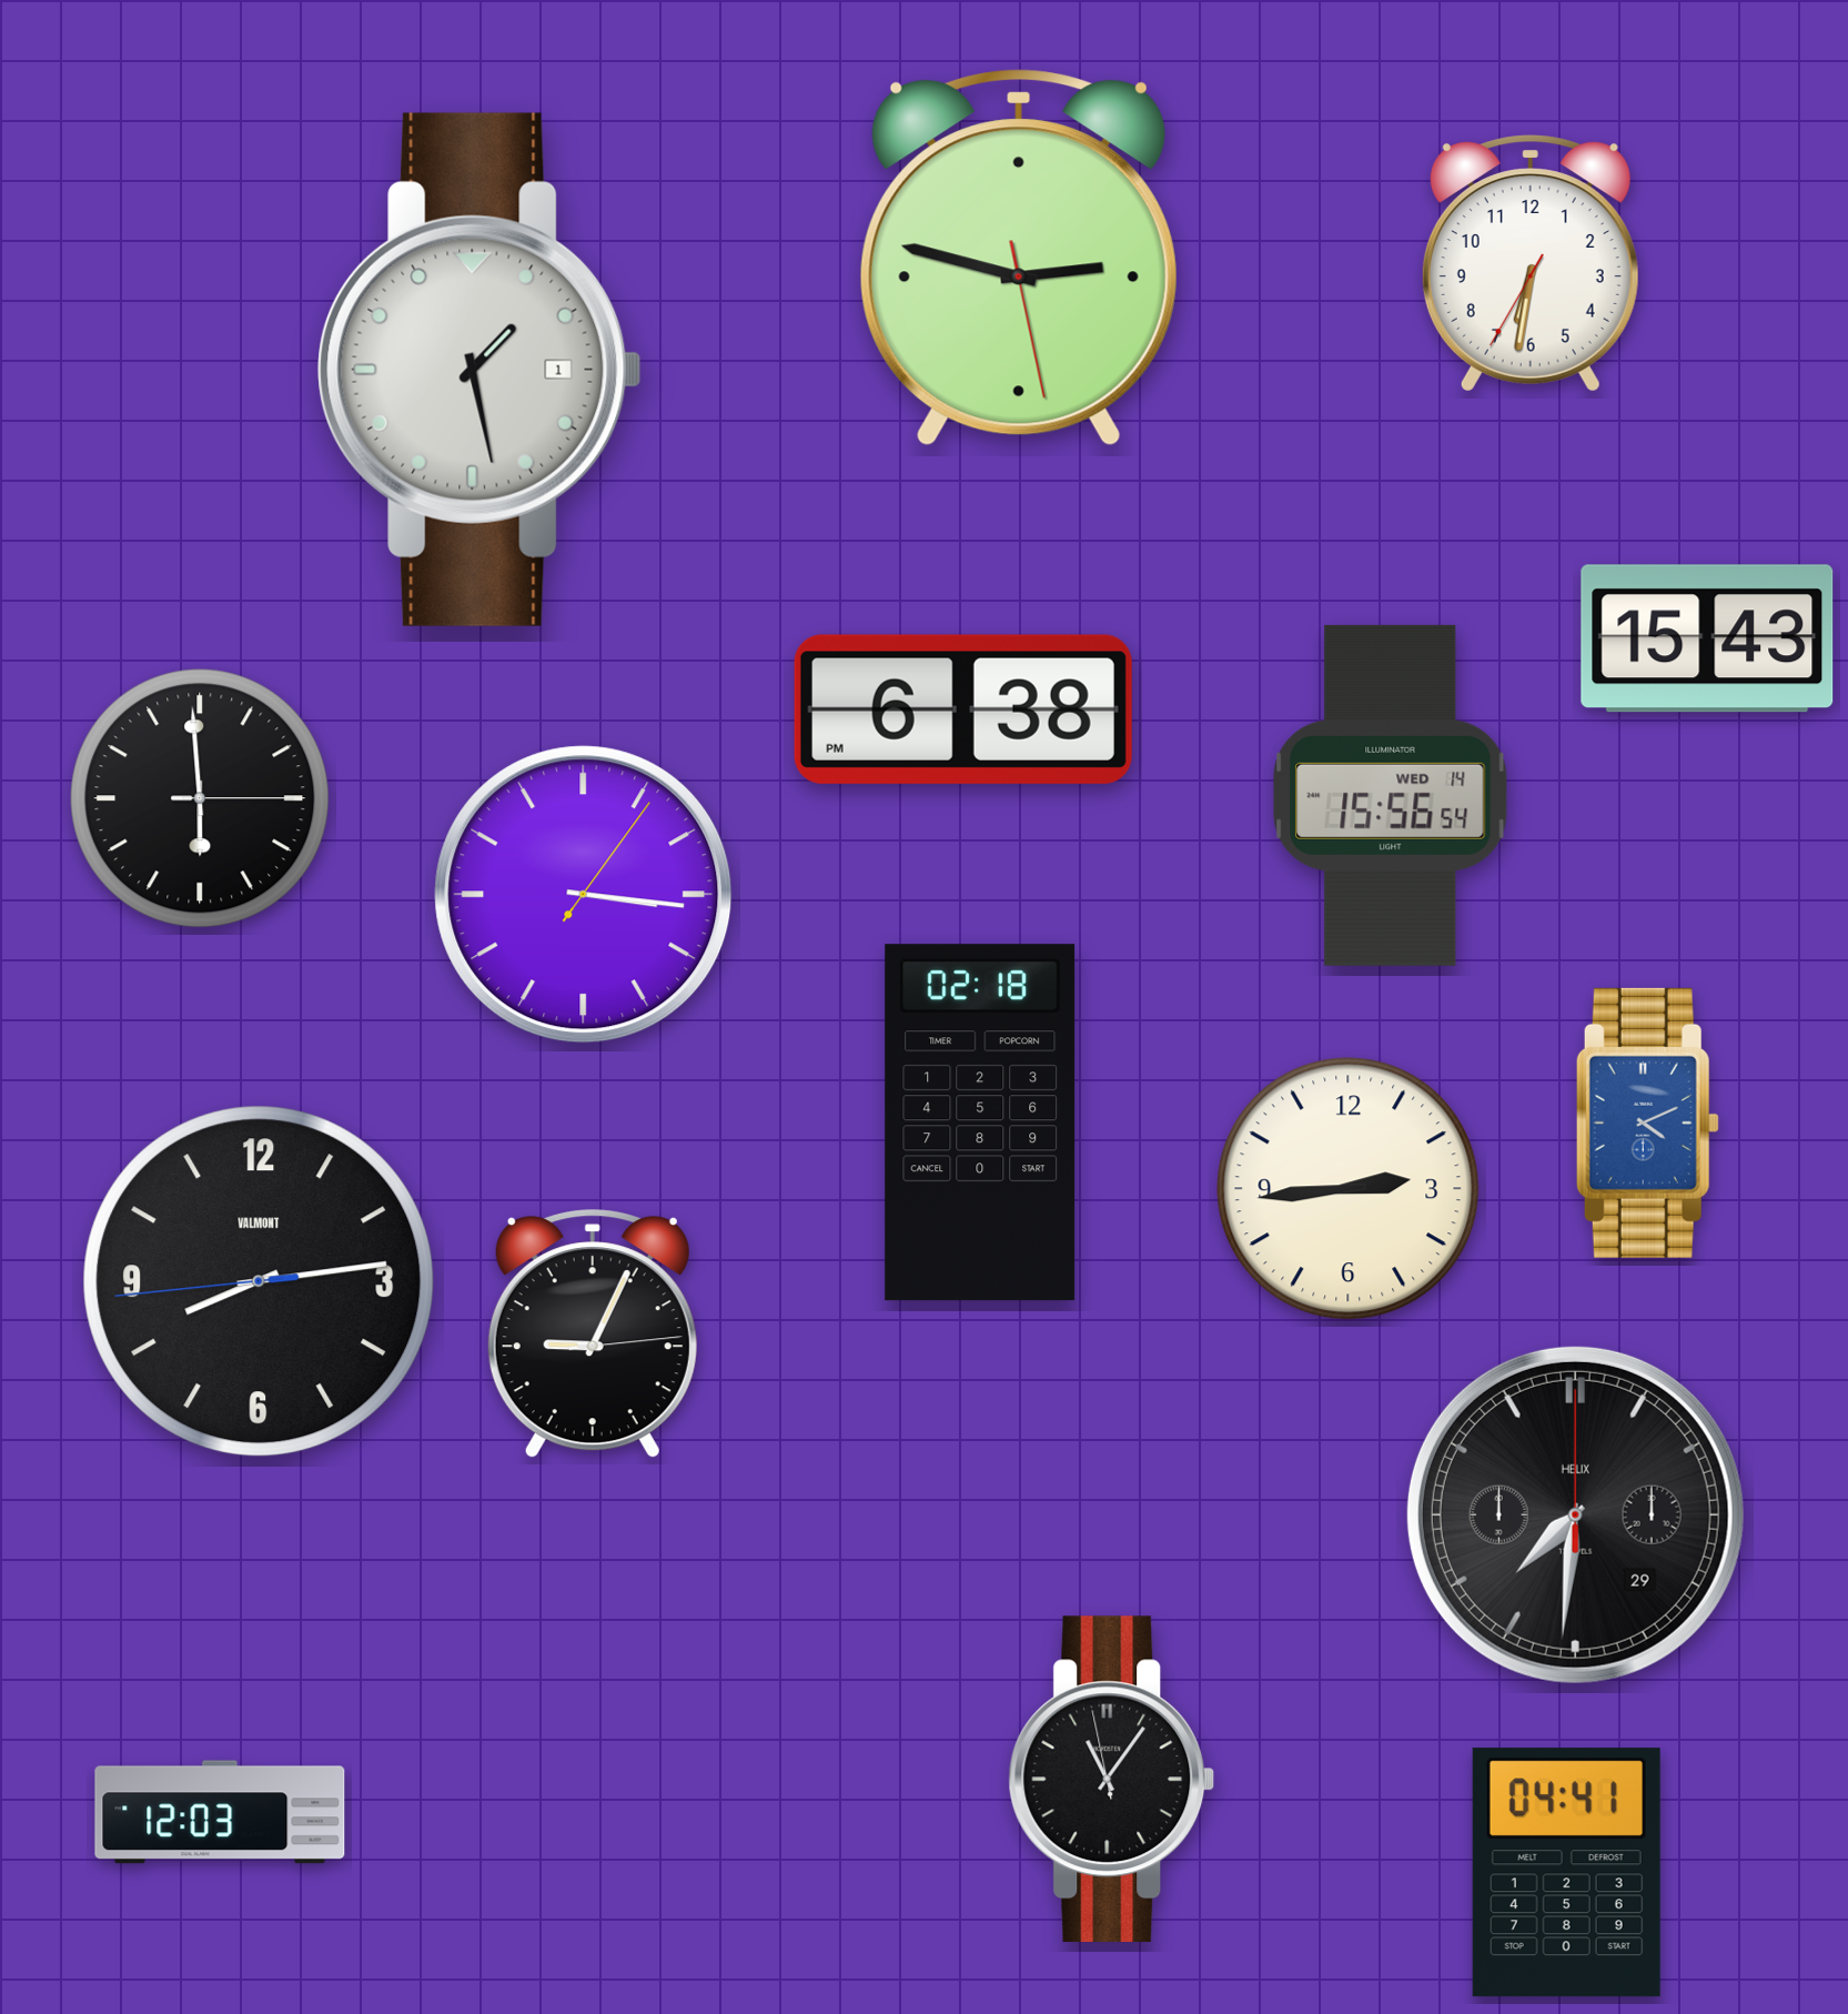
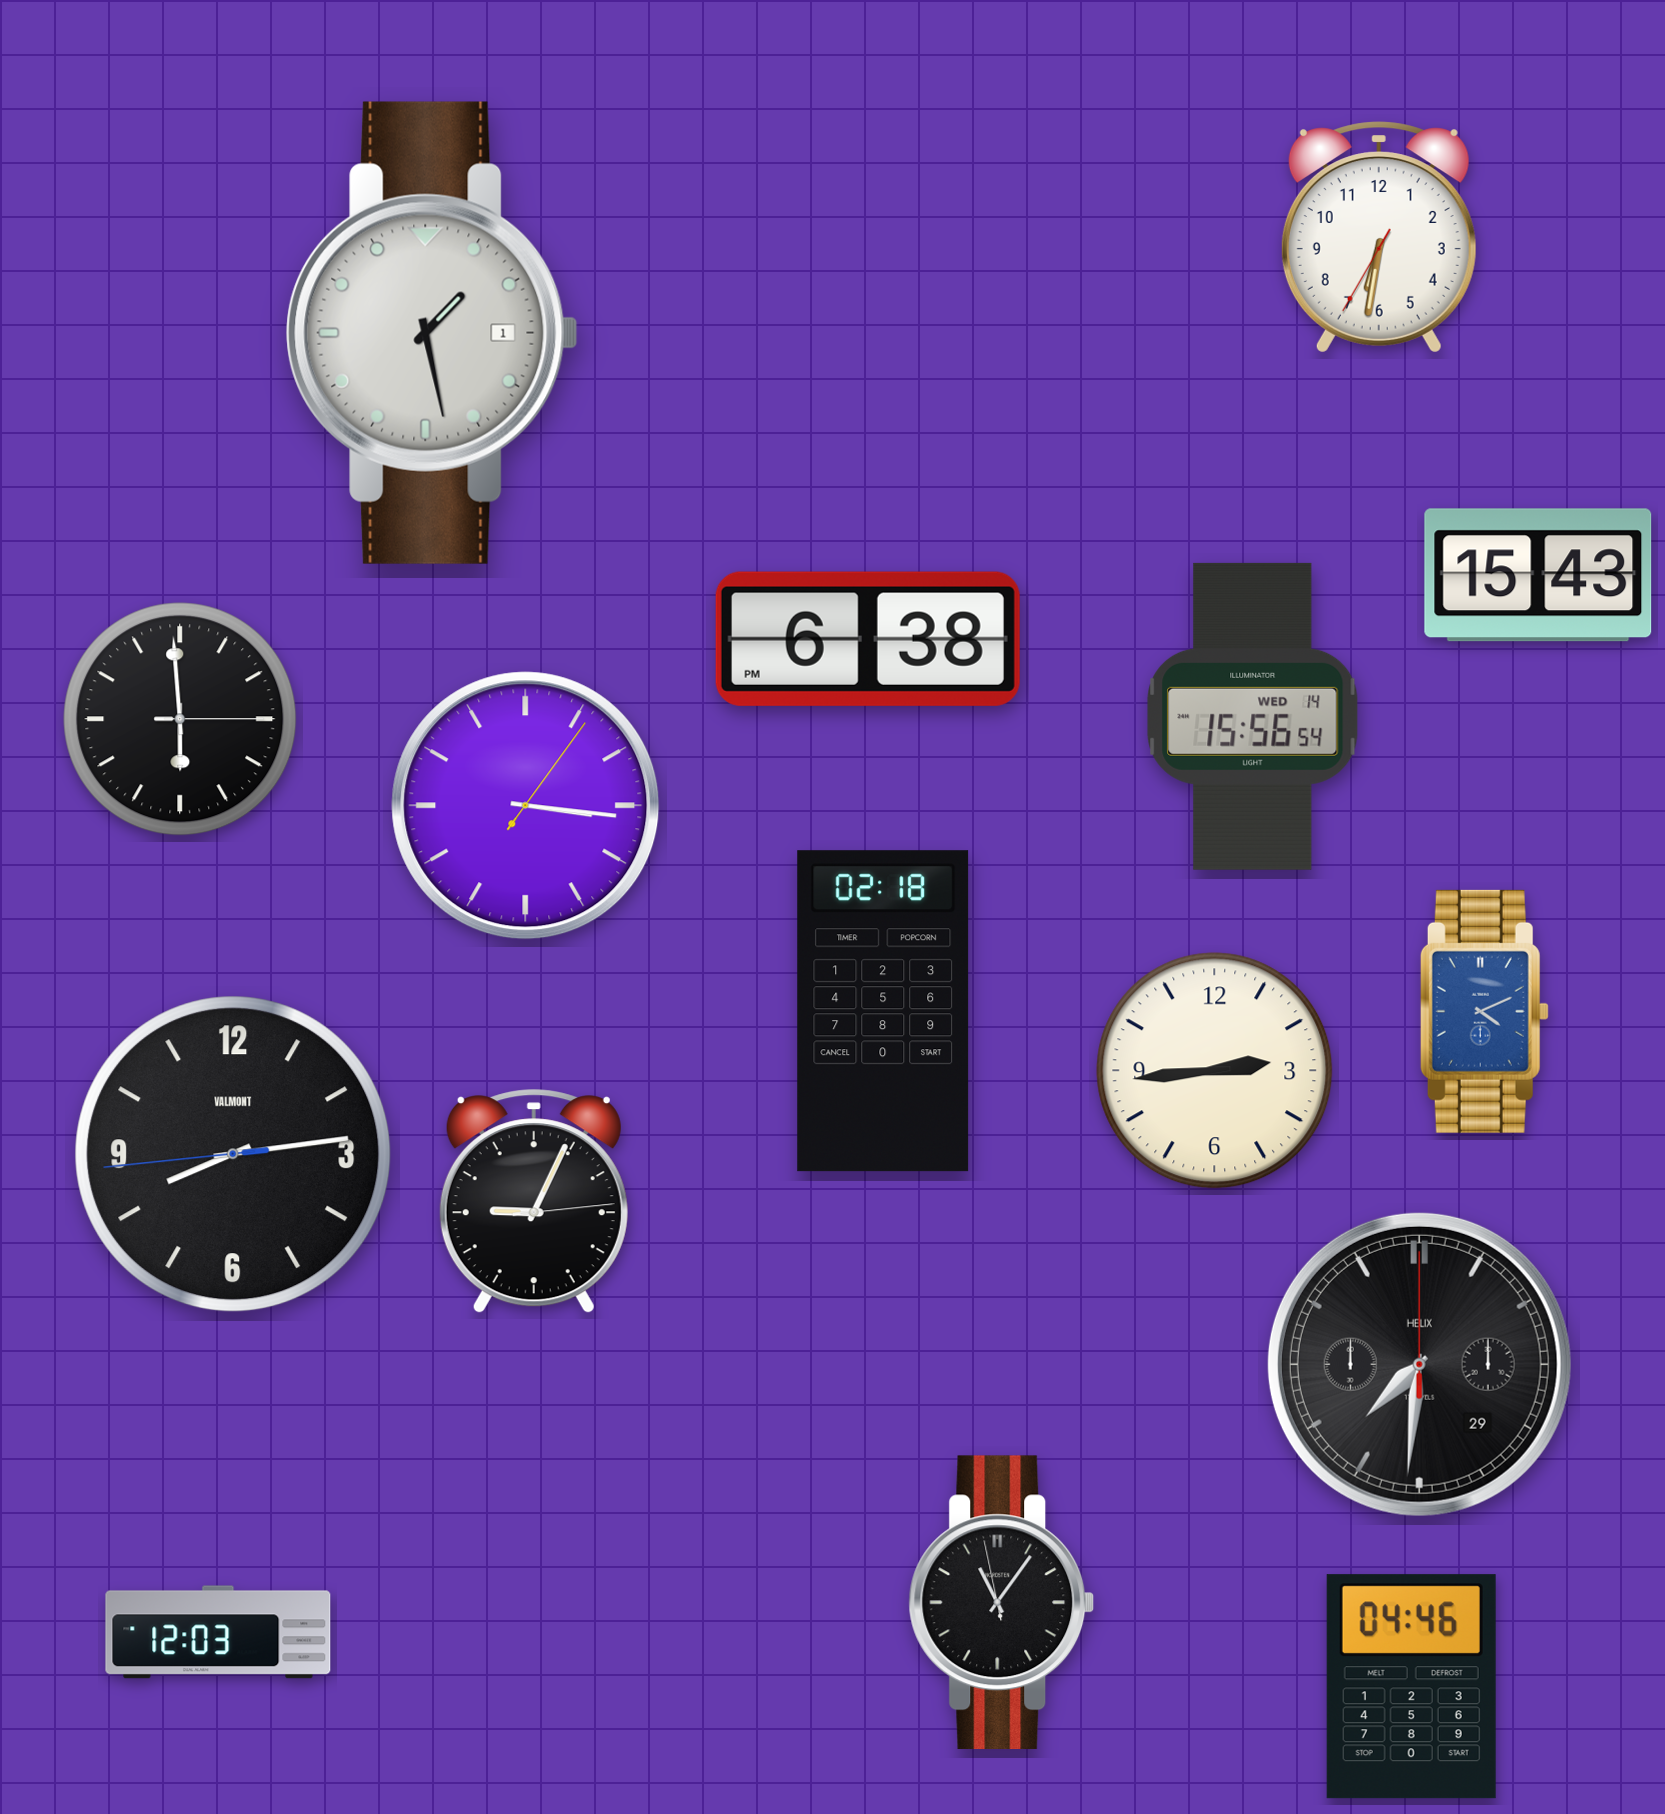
clock at (1019, 258): 2:47 -> none
clock at (220, 1812) position: (220, 1812) -> (218, 1632)
clock at (1566, 1873): 04:41 -> 04:46
